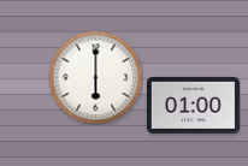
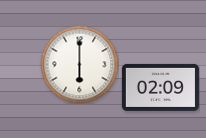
clock at (193, 105): 01:00 -> 02:09
